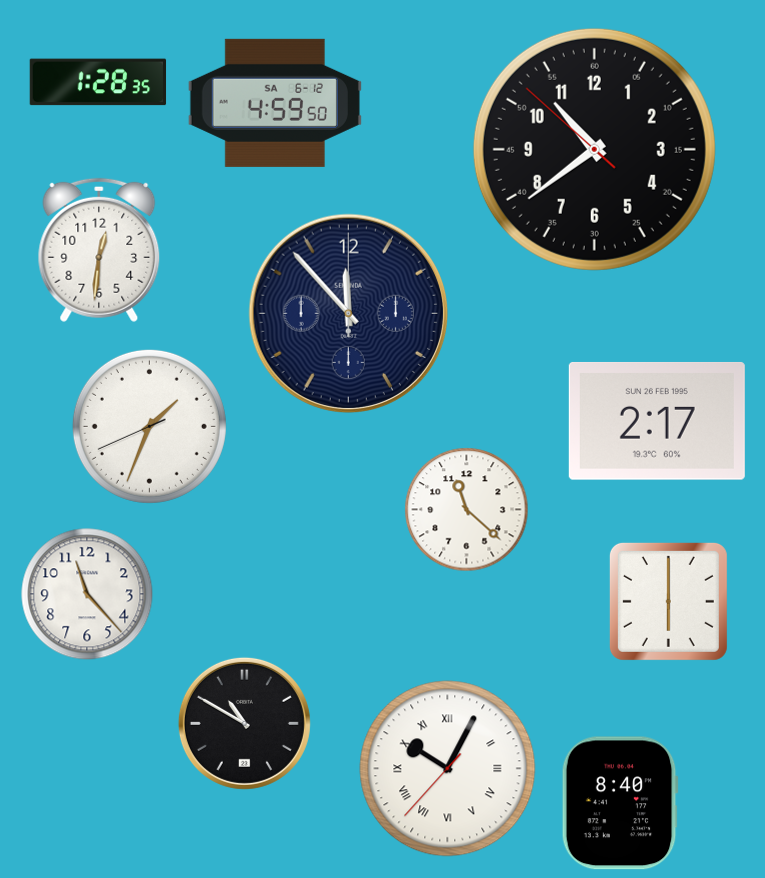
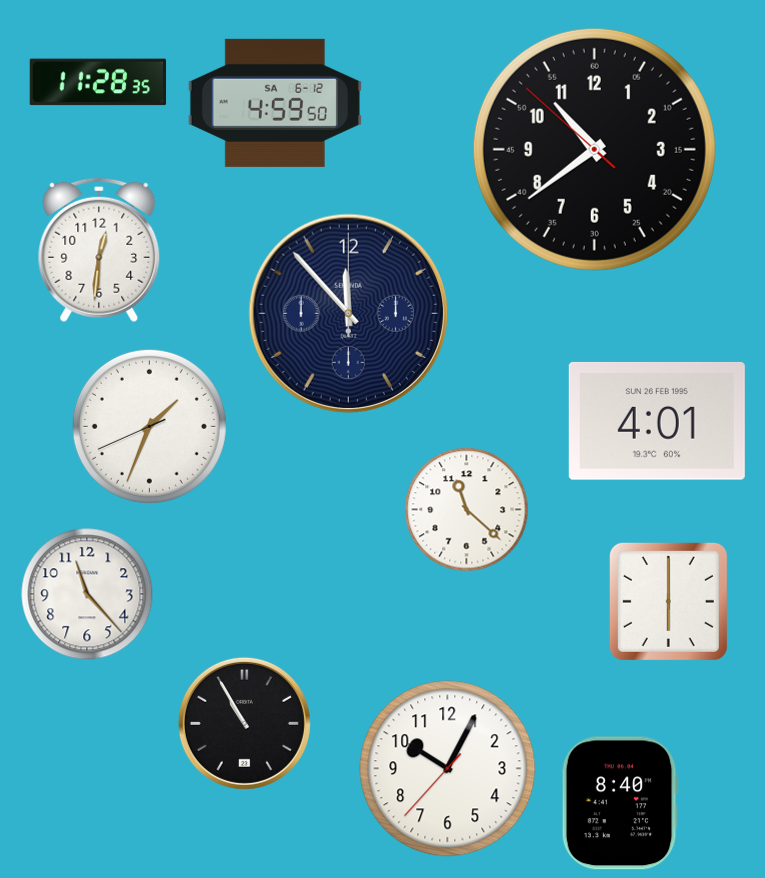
clock at (98, 82): 1:28 -> 11:28
clock at (657, 421): 2:17 -> 4:01
clock at (244, 723): 10:50 -> 10:55
clock at (448, 769) numerals: Roman -> Arabic
